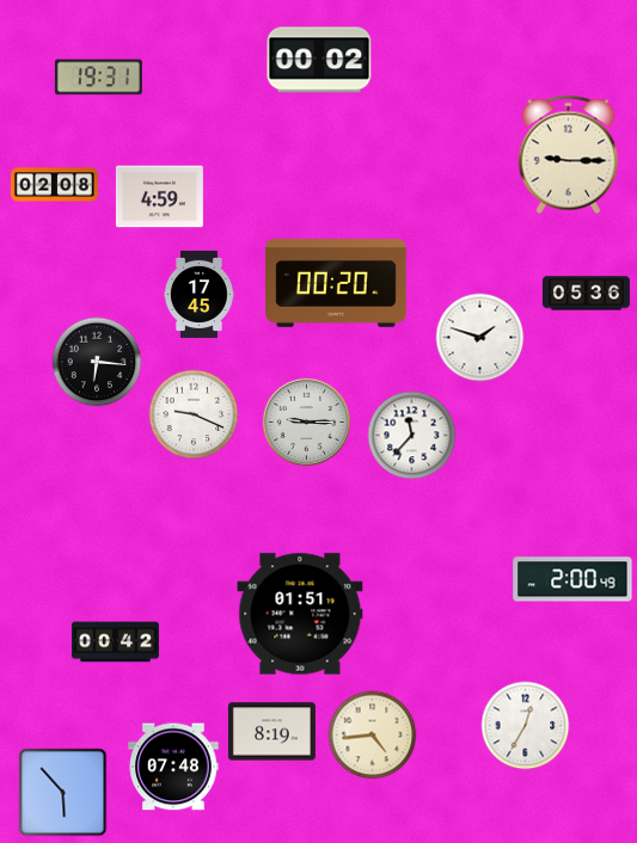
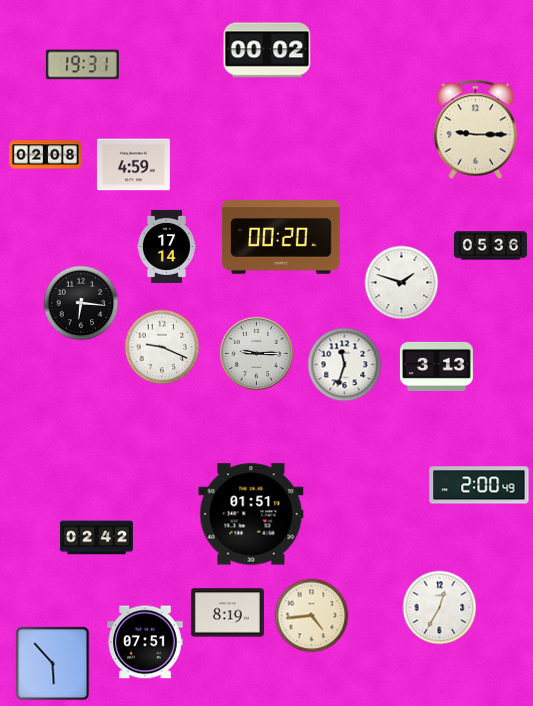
clock at (200, 294): 17:45 -> 17:14
clock at (412, 436): 11:37 -> 11:33
clock at (436, 366): none -> 3:13
clock at (115, 642): 00:42 -> 02:42
clock at (173, 767): 07:48 -> 07:51
